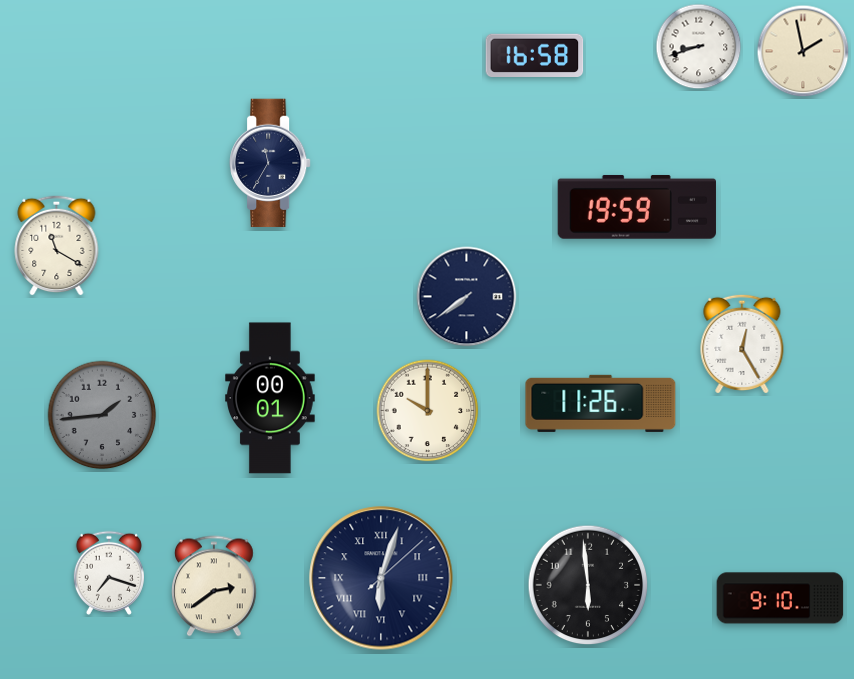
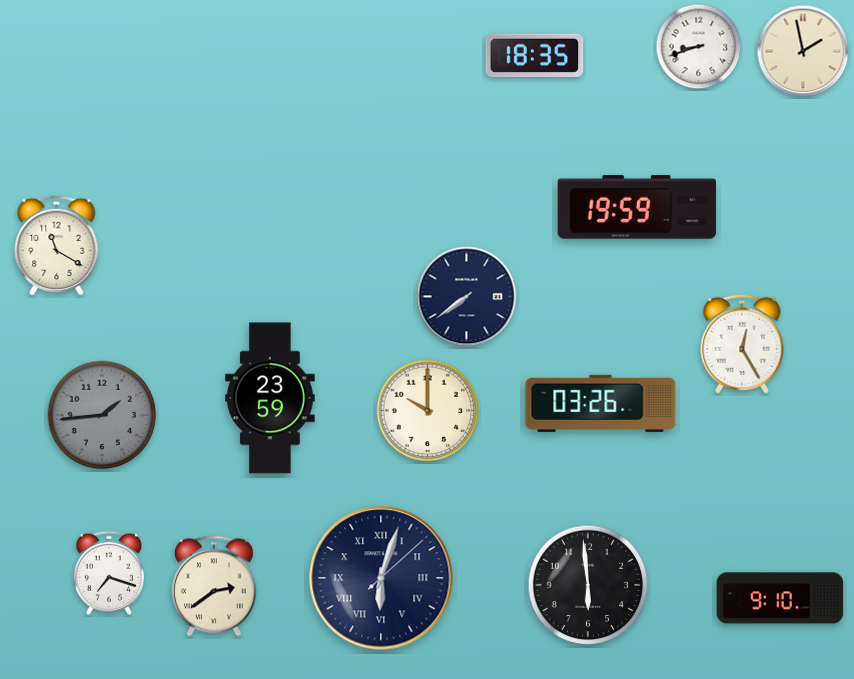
clock at (535, 56): 16:58 -> 18:35
clock at (270, 163): 11:35 -> none
clock at (270, 398): 00:01 -> 23:59
clock at (601, 403): 11:26 -> 03:26
